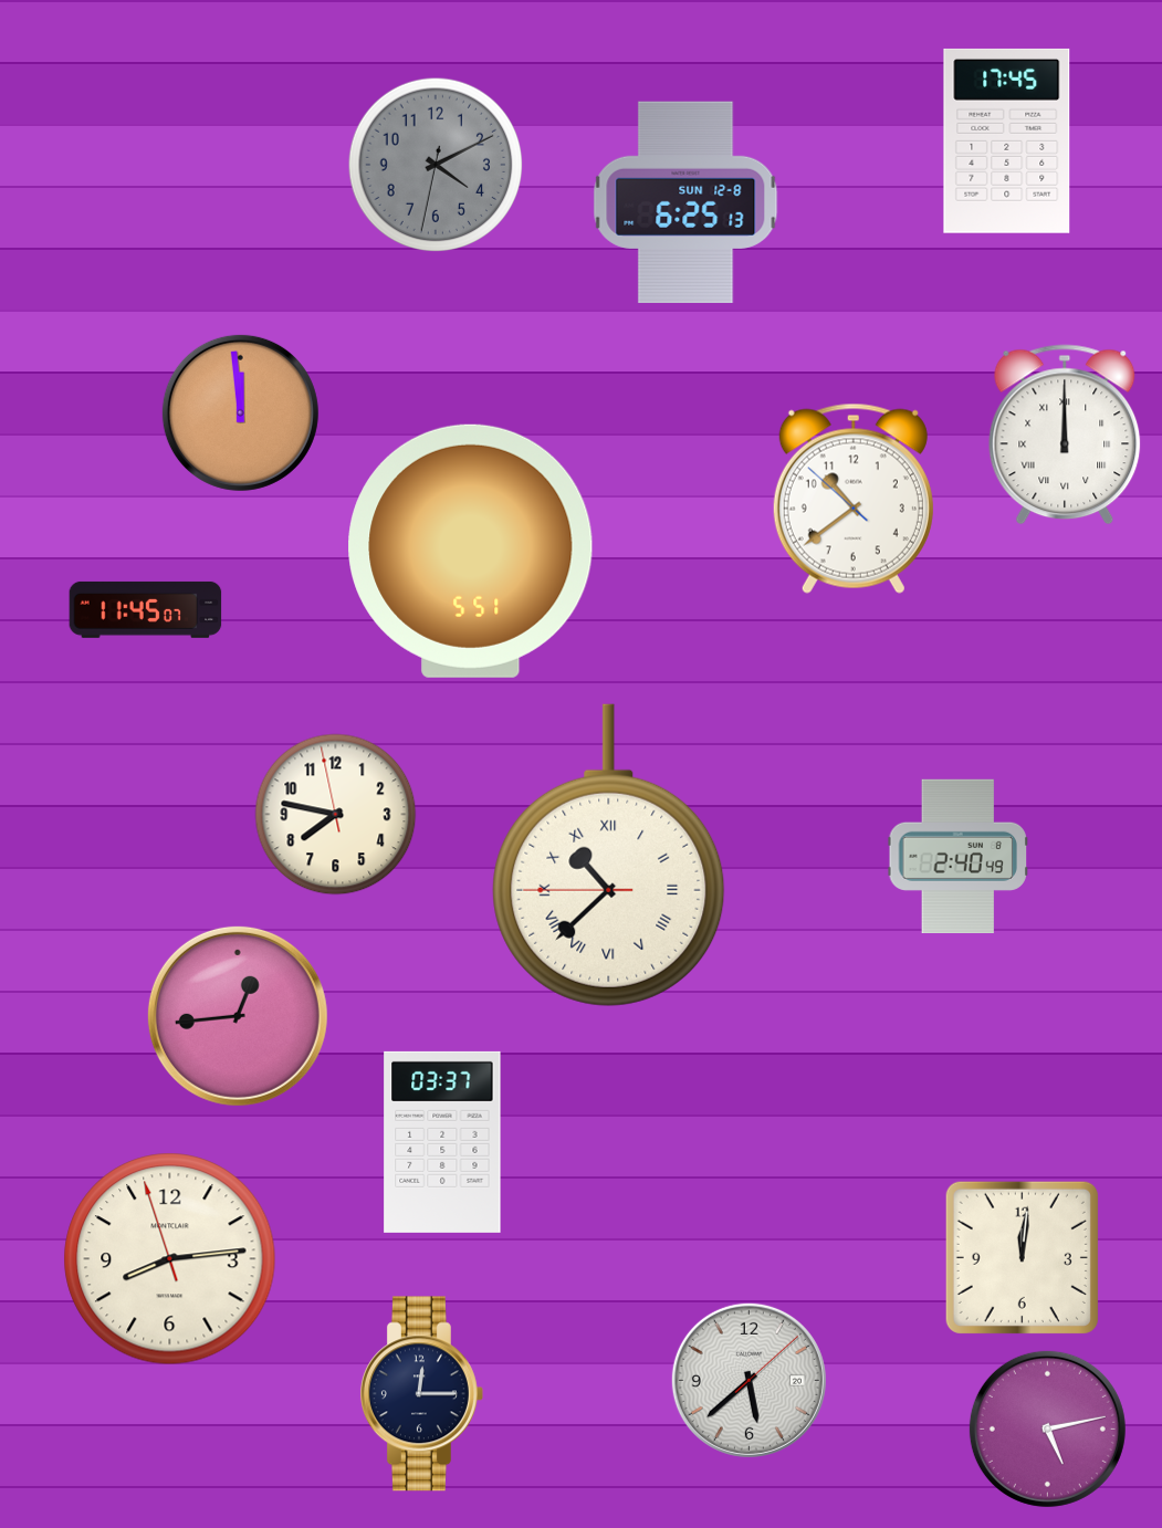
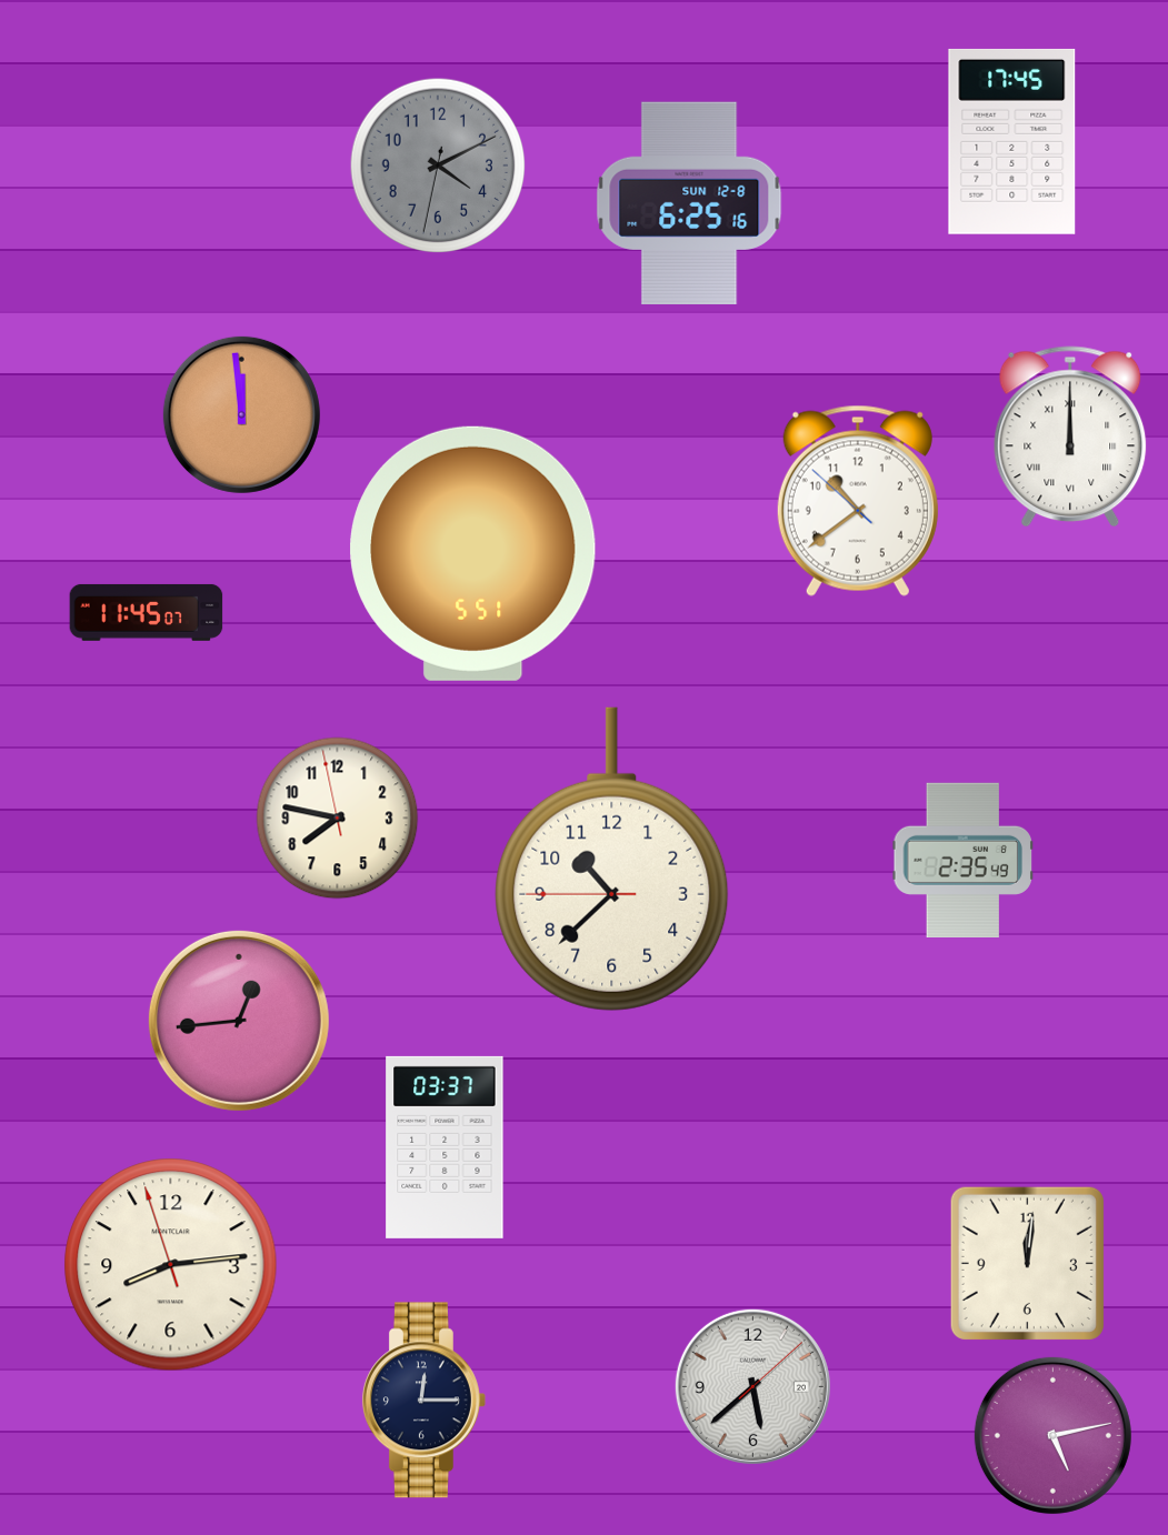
clock at (685, 202): 6:25:13 -> 6:25:16
clock at (609, 856) numerals: Roman -> Arabic
clock at (957, 856): 2:40 -> 2:35
